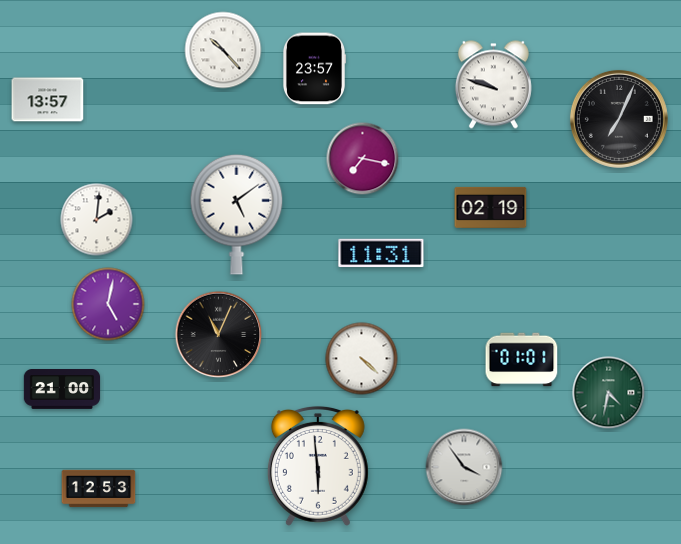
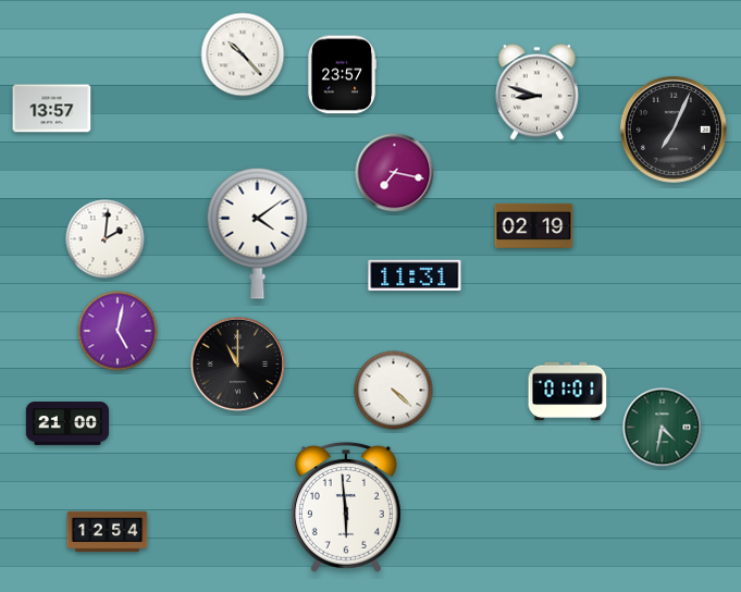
clock at (493, 85): 9:48 -> 8:48
clock at (237, 214): 5:09 -> 4:09
clock at (219, 335): 11:04 -> 11:00
clock at (464, 467): 3:54 -> none
clock at (99, 489): 12:53 -> 12:54
